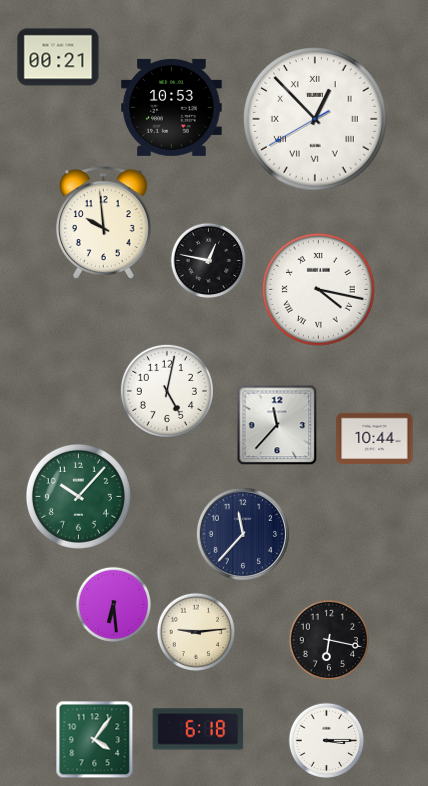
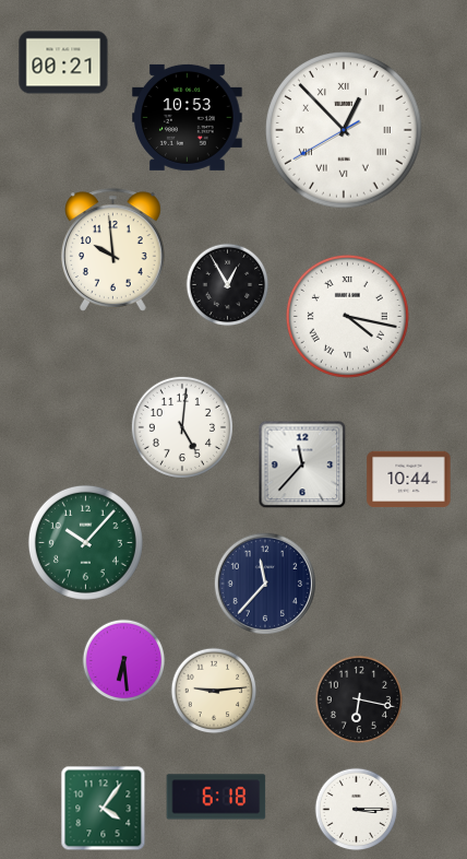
clock at (104, 223) position: (104, 223) -> (113, 250)
clock at (209, 261): 12:47 -> 12:55
clock at (167, 391): 5:02 -> 5:01
